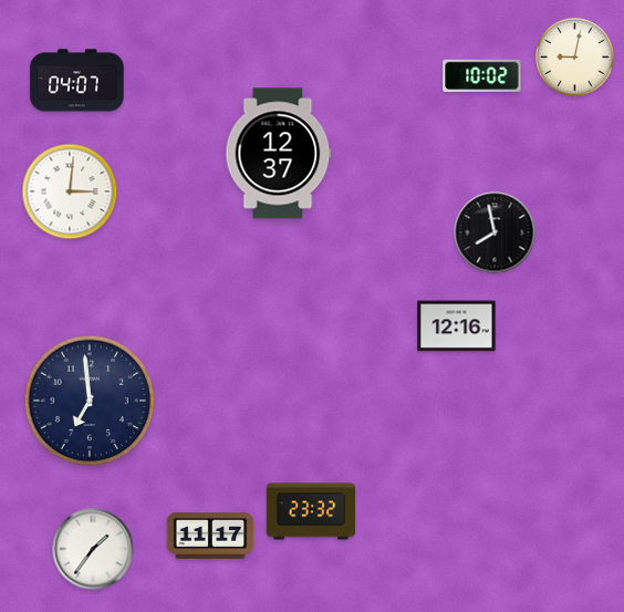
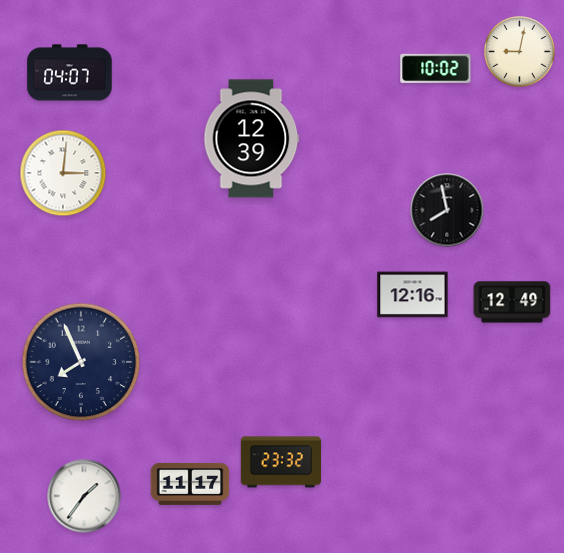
clock at (279, 154): 12:37 -> 12:39
clock at (512, 302): none -> 12:49
clock at (90, 401): 6:59 -> 7:56
